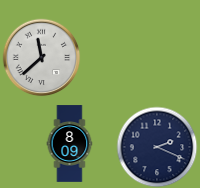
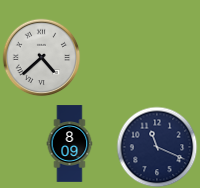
clock at (41, 57): 11:38 -> 4:38
clock at (157, 147): 2:19 -> 11:19
